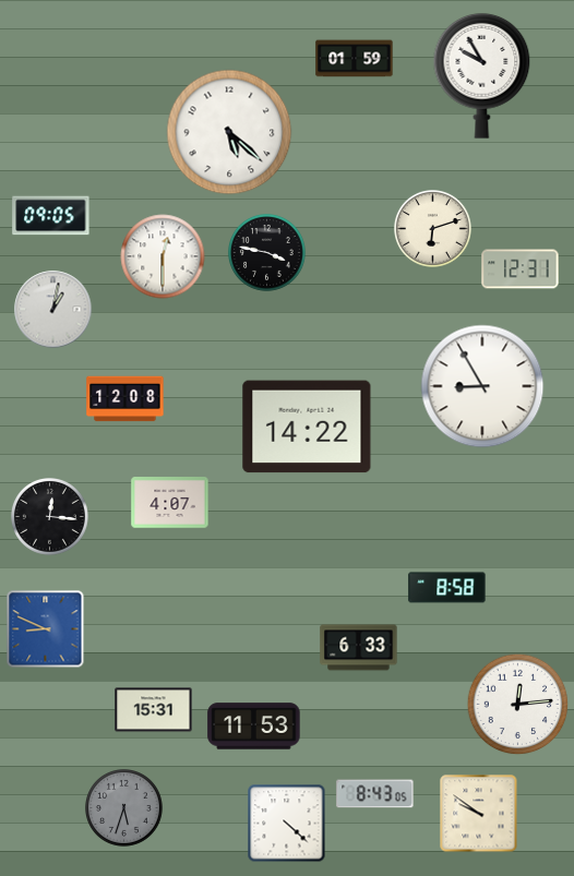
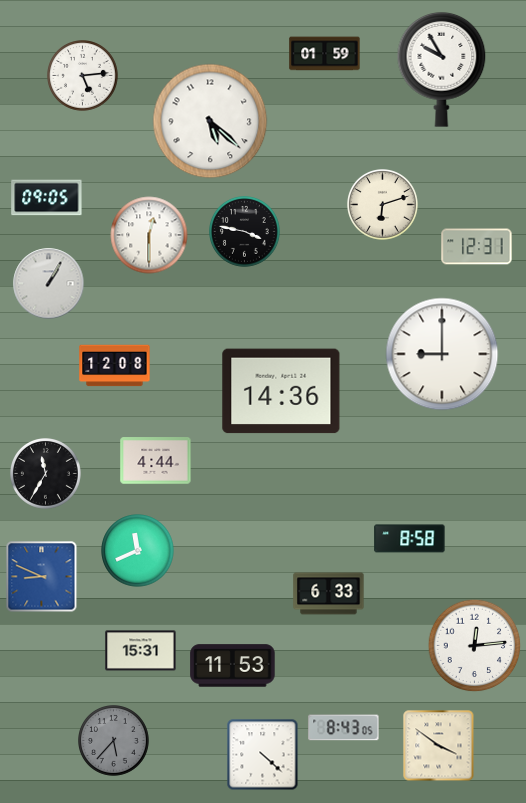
clock at (83, 76): none -> 5:14
clock at (433, 229) position: (433, 229) -> (383, 205)
clock at (53, 310): 1:02 -> 1:05
clock at (482, 386): 8:55 -> 9:00
clock at (307, 427): 14:22 -> 14:36
clock at (170, 503): 4:07 -> 4:44
clock at (50, 517): 12:16 -> 11:35
clock at (138, 551): none -> 11:41
clock at (124, 808): 5:33 -> 5:37
clock at (479, 814): 9:51 -> 3:51
